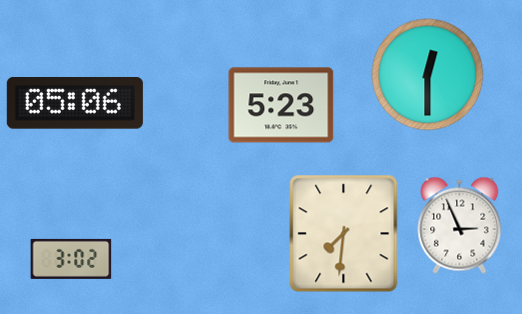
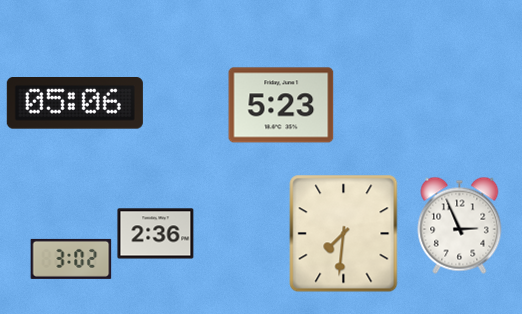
clock at (428, 75): 12:30 -> none
clock at (156, 234): none -> 2:36
